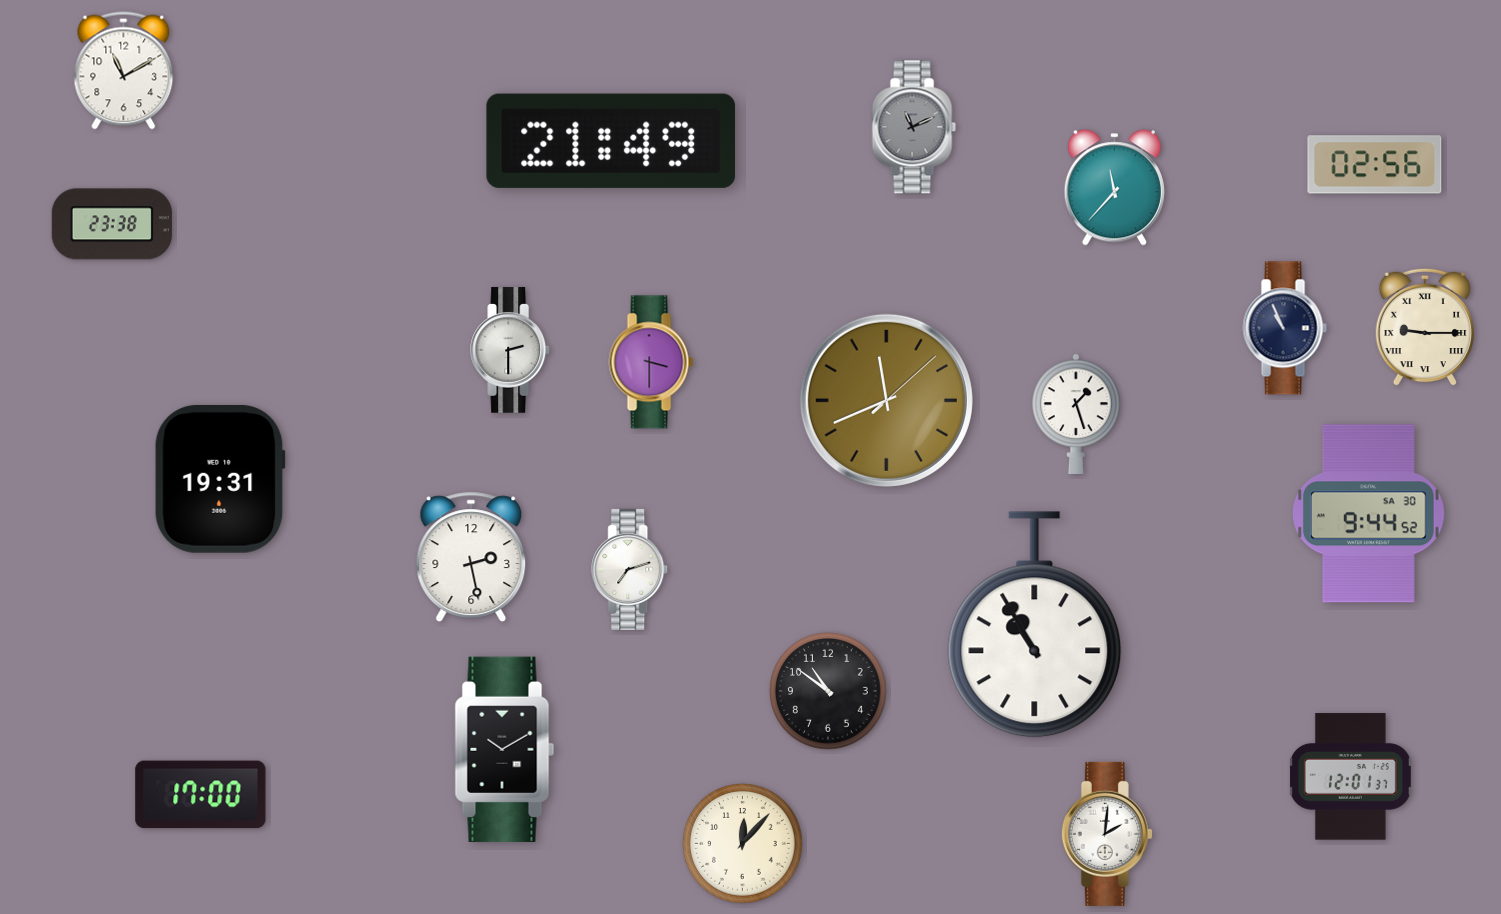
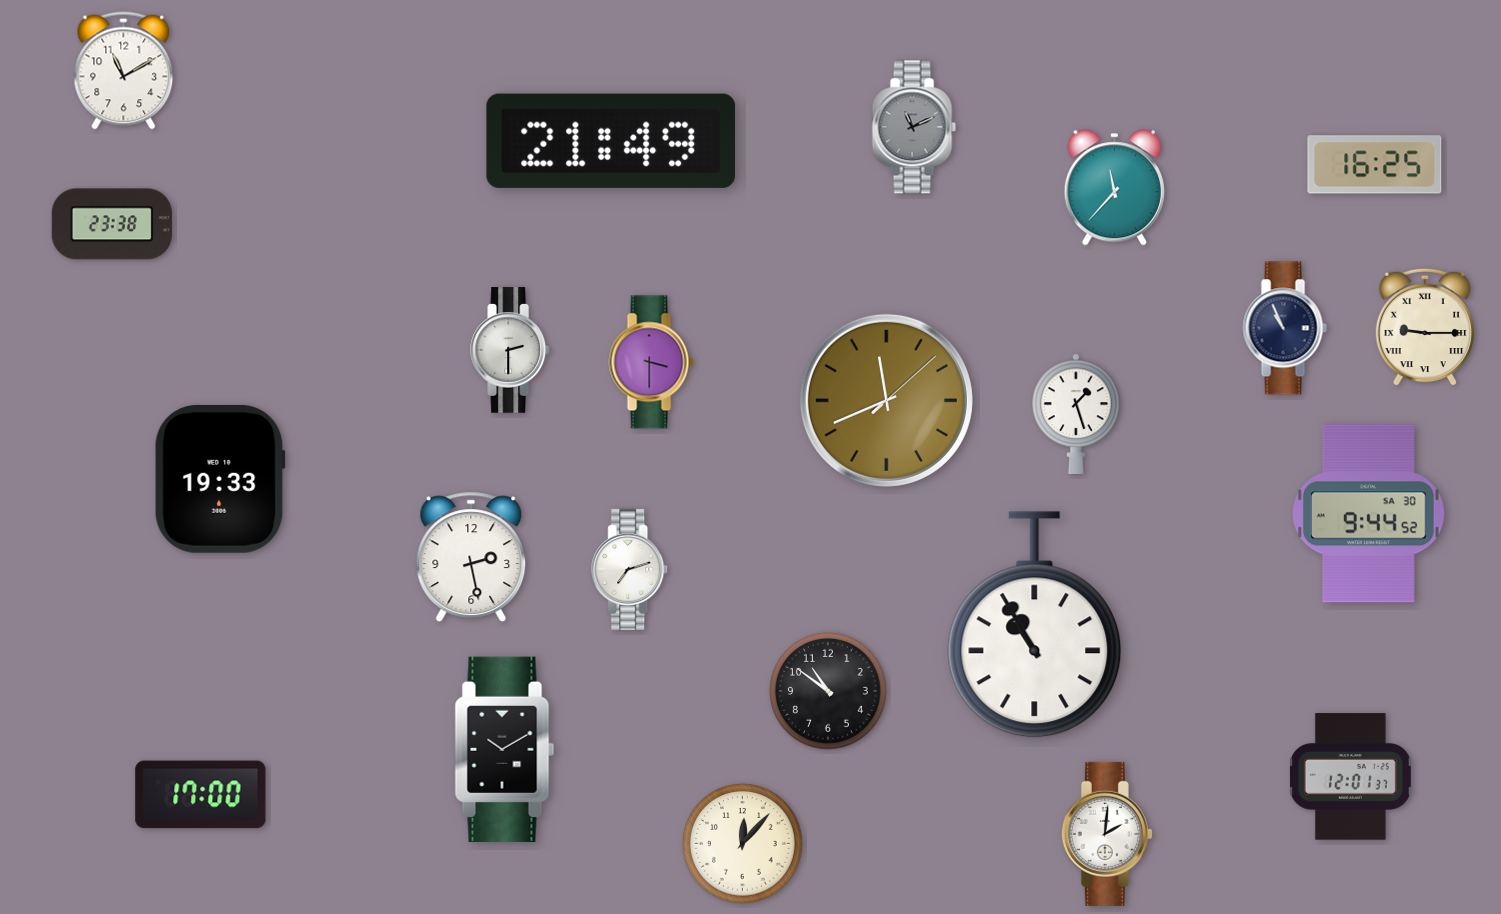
clock at (1375, 165): 02:56 -> 16:25
clock at (220, 479): 19:31 -> 19:33
